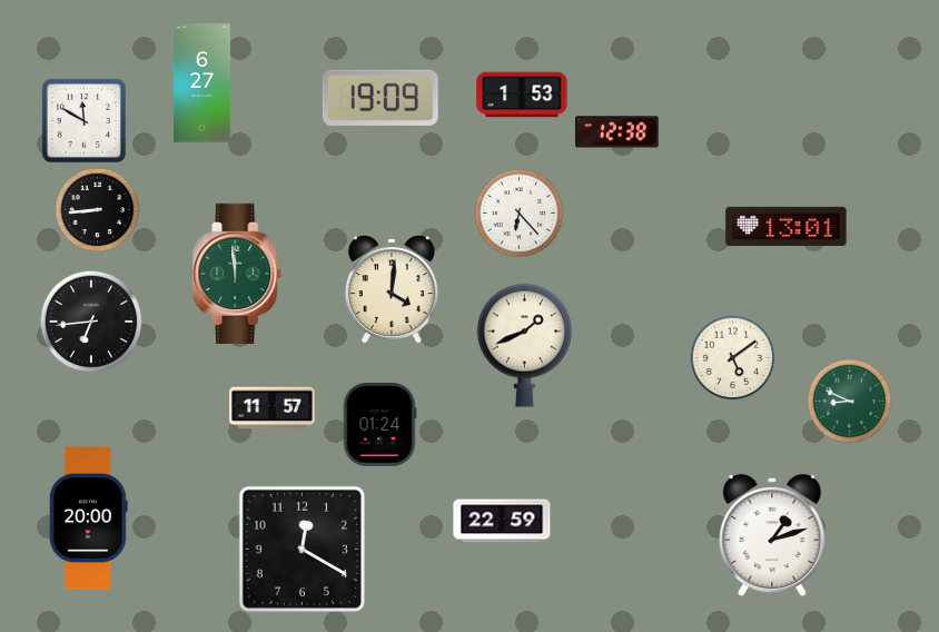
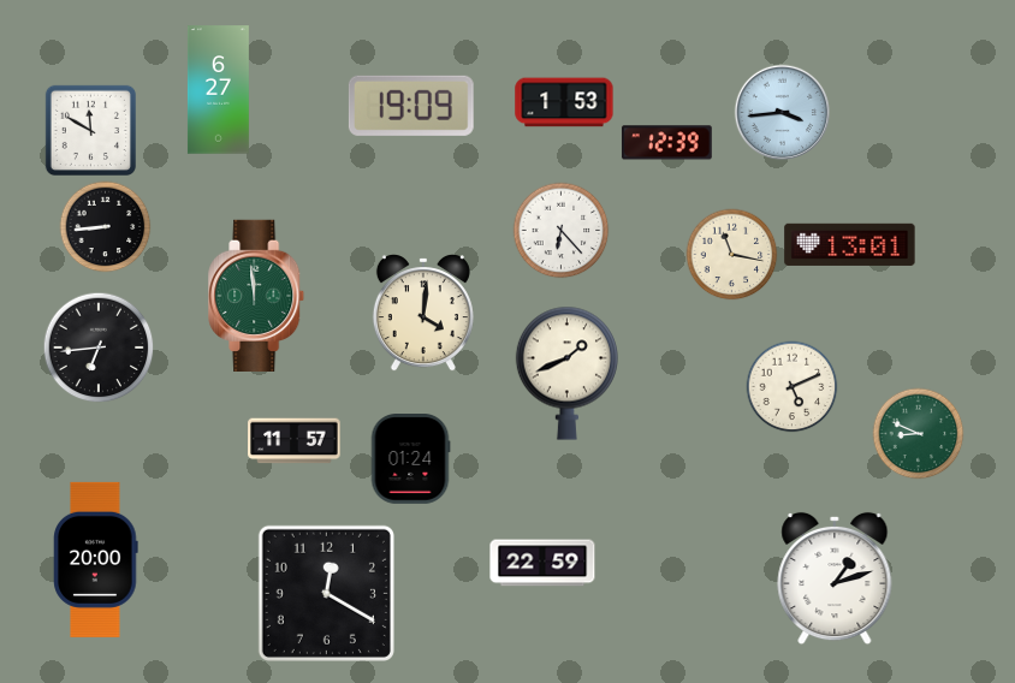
clock at (783, 113): none -> 3:44
clock at (616, 132): 12:38 -> 12:39
clock at (732, 255): none -> 11:17
clock at (733, 358): 5:09 -> 5:11
